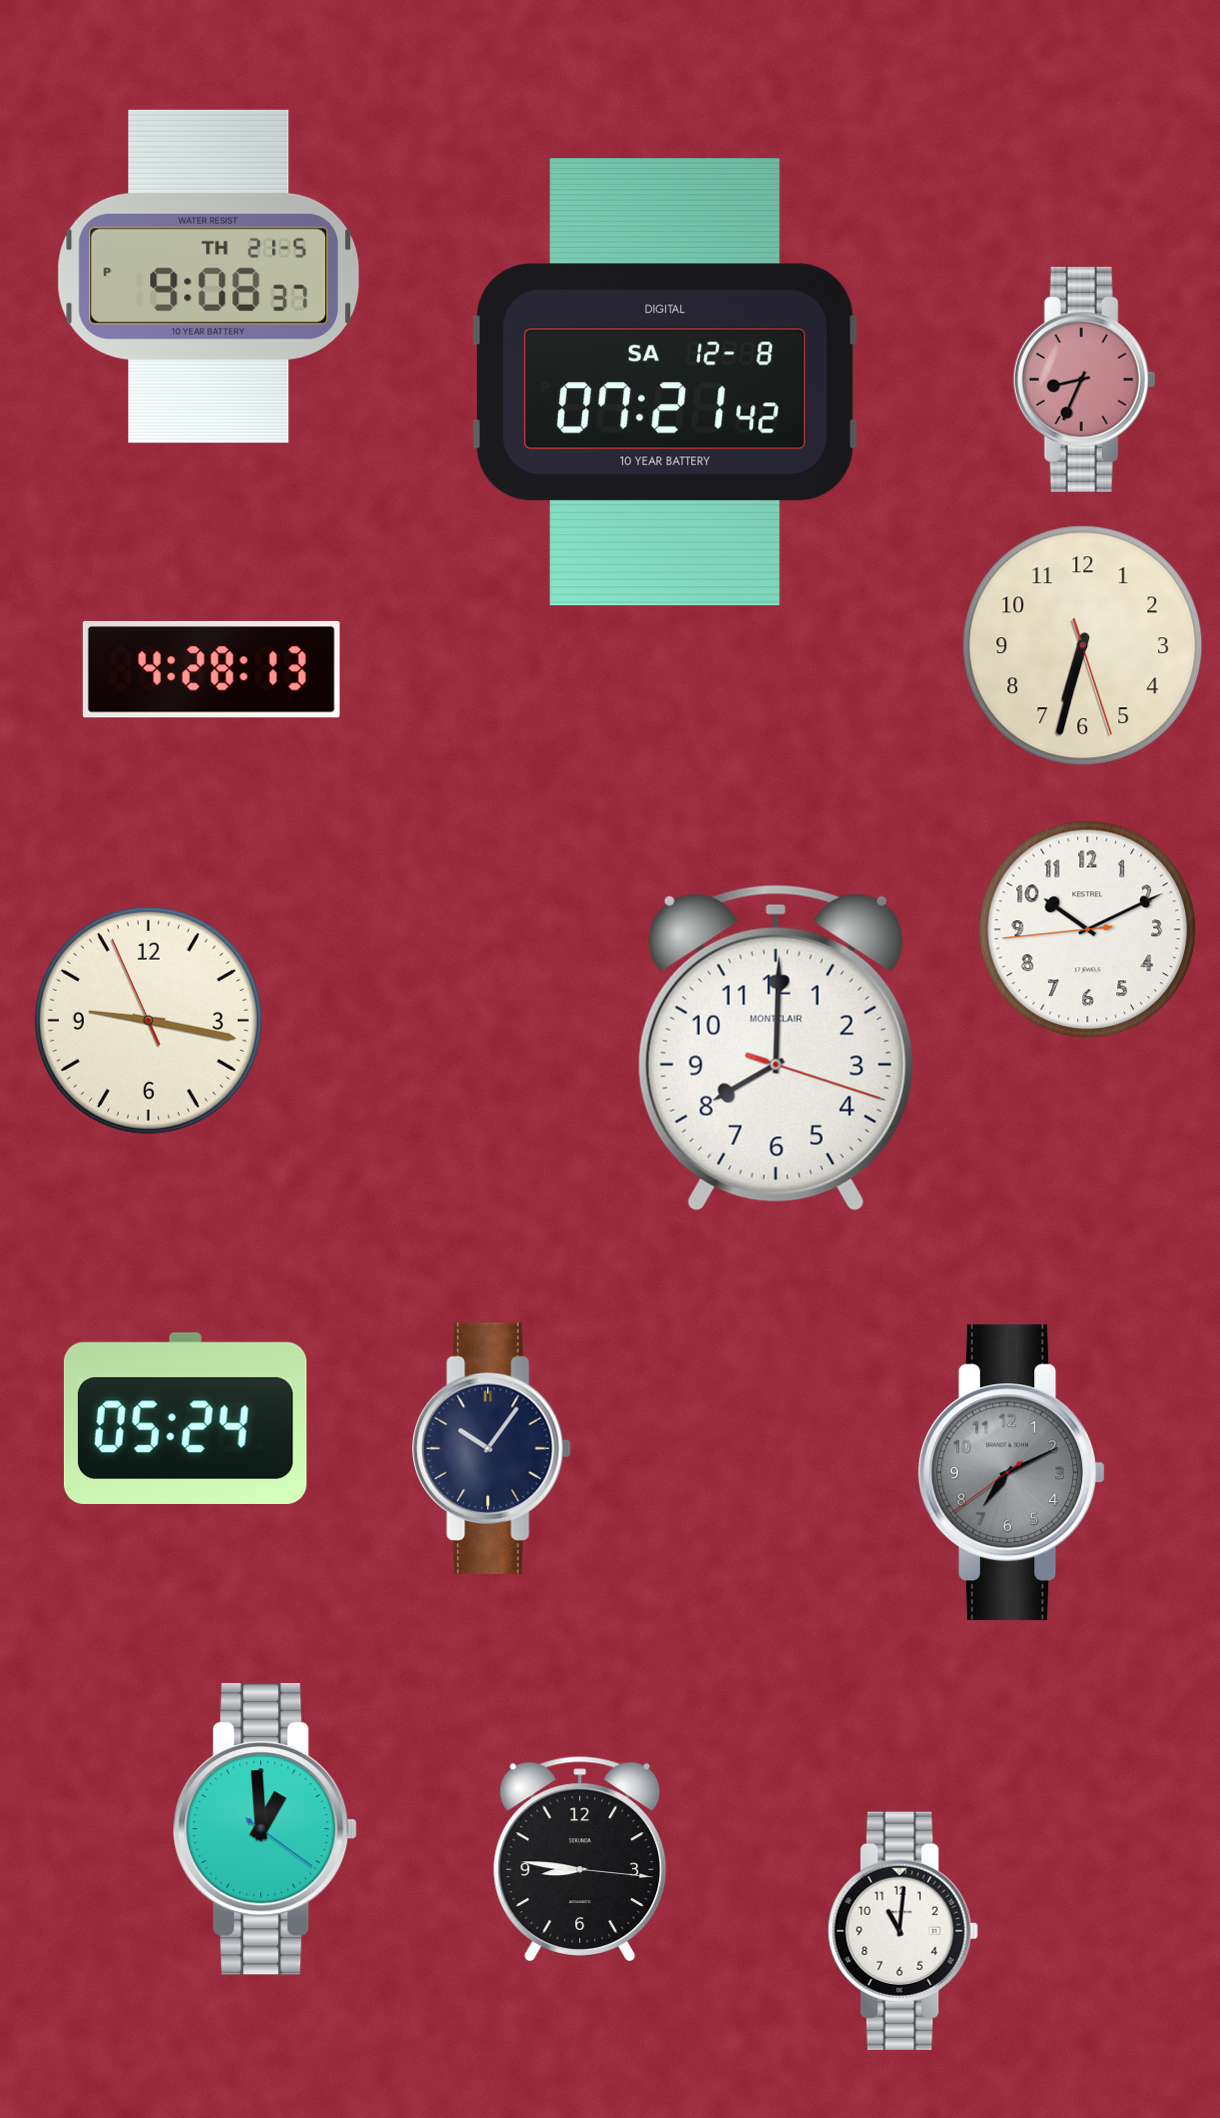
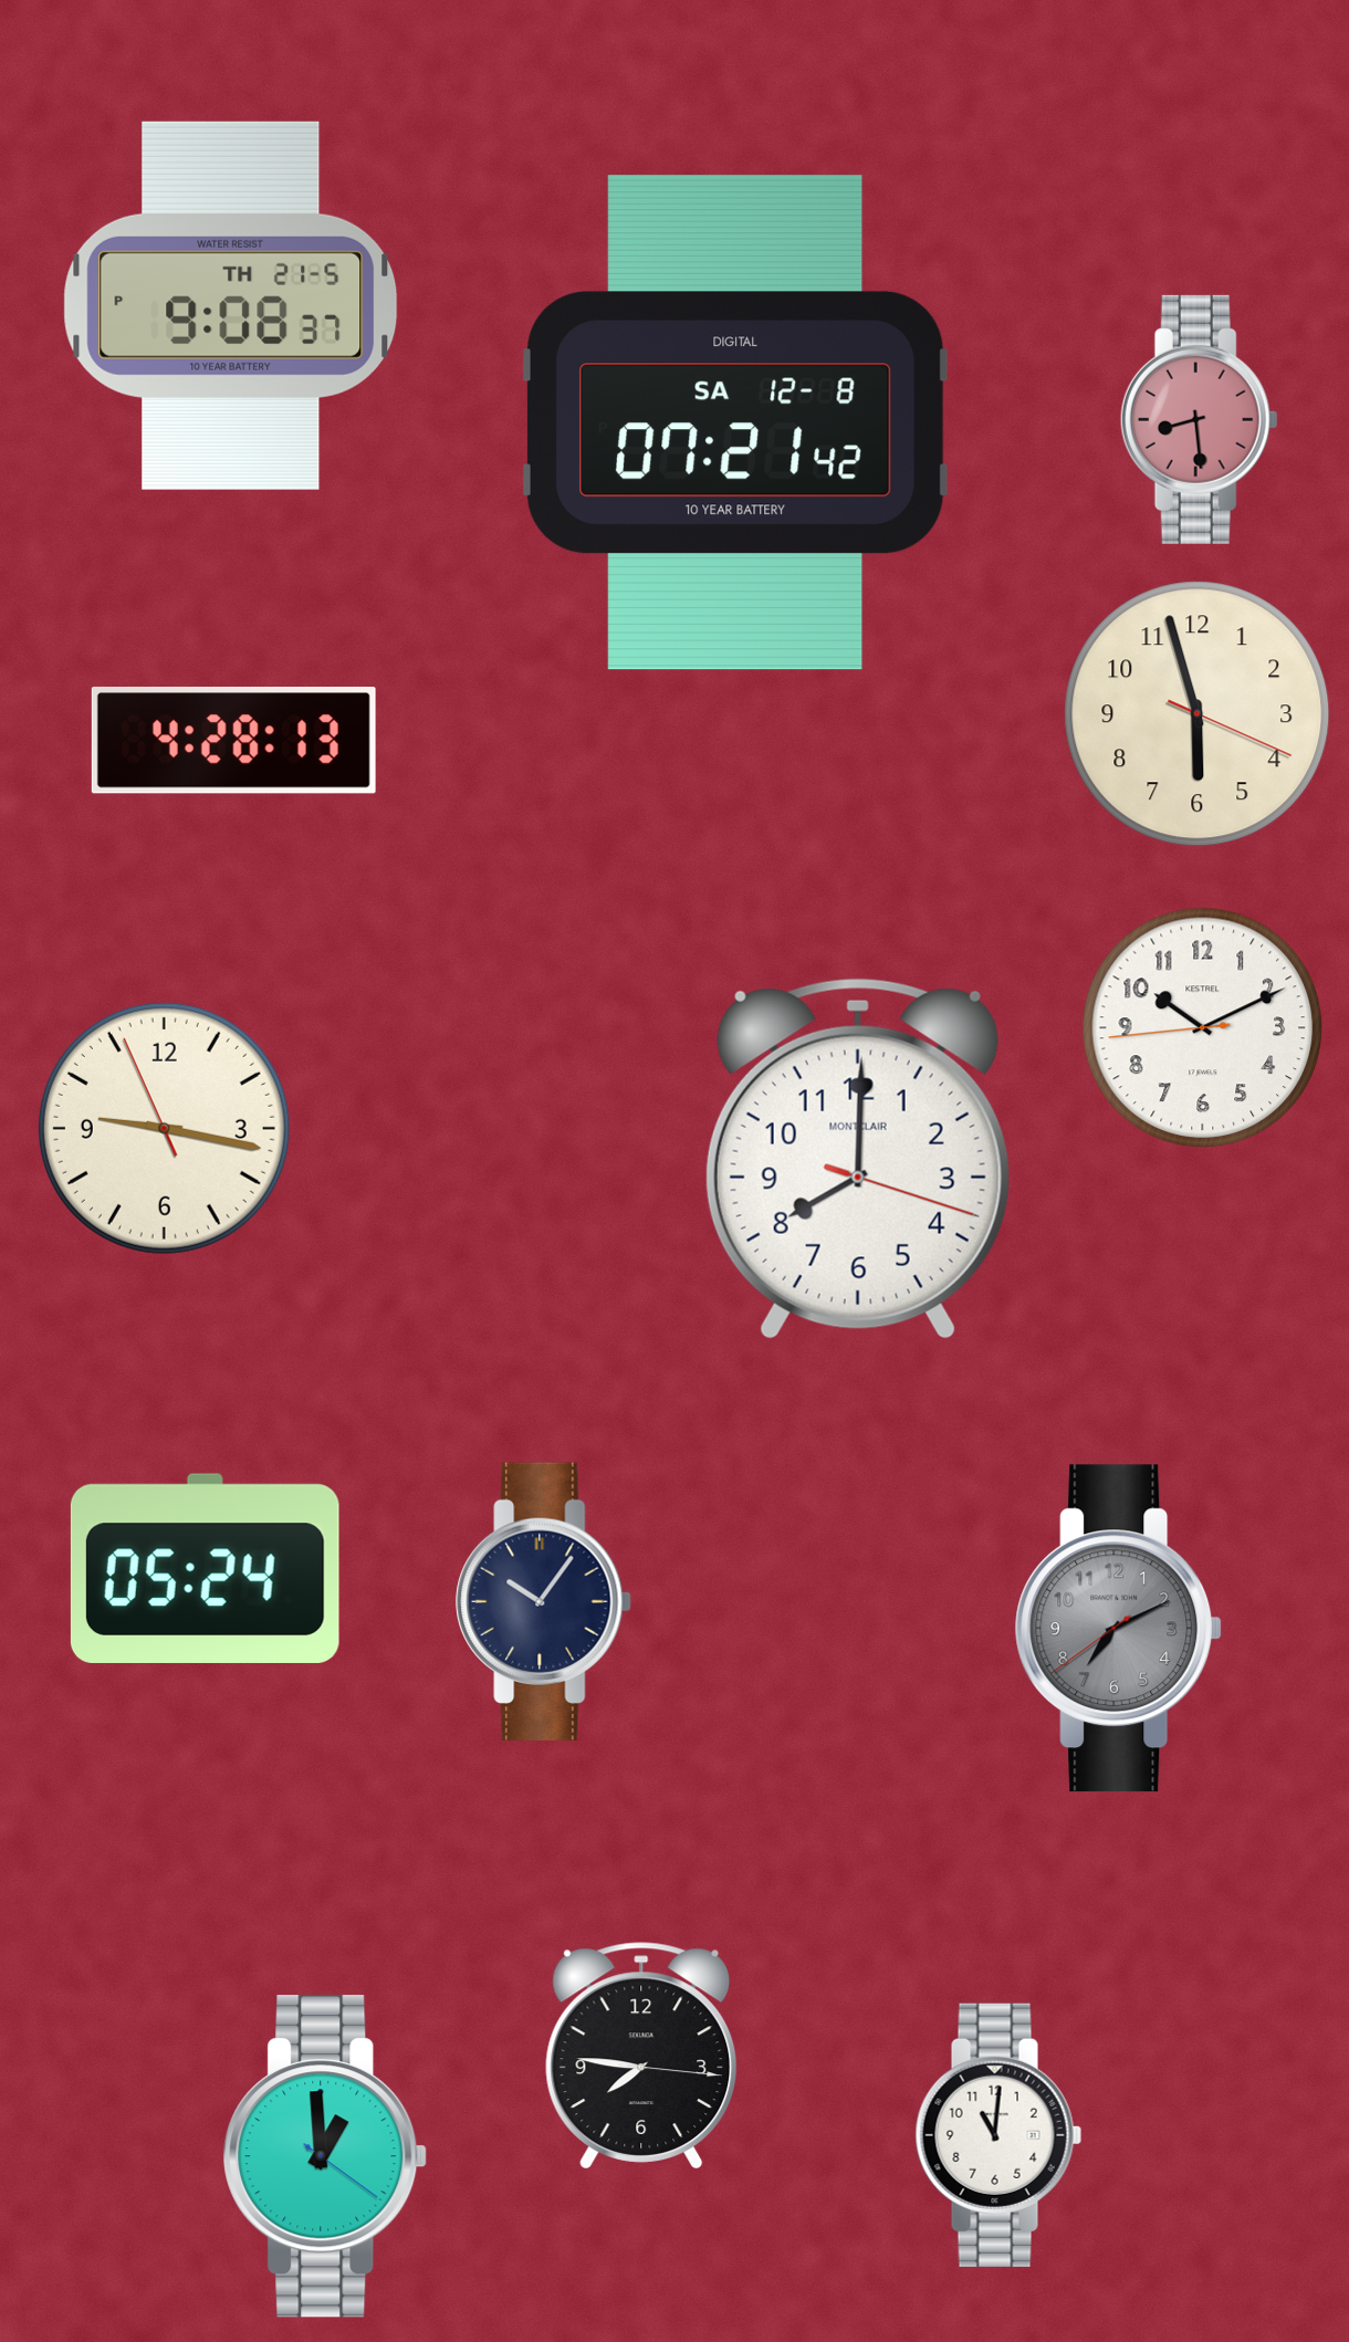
clock at (1084, 379): 8:34 -> 8:29
clock at (1083, 646): 6:32 -> 5:57
clock at (265, 1829) position: (265, 1829) -> (325, 2156)
clock at (580, 1859): 8:46 -> 7:46
